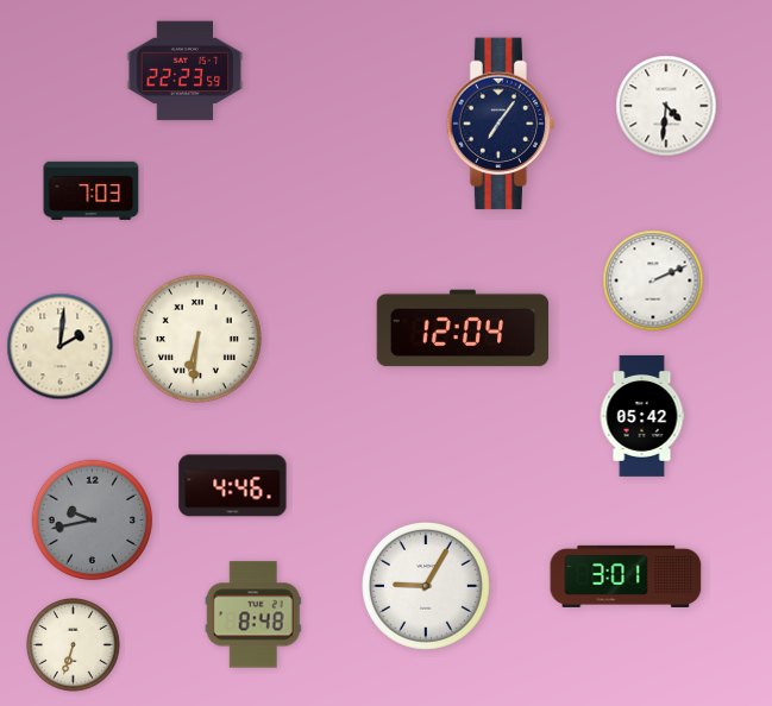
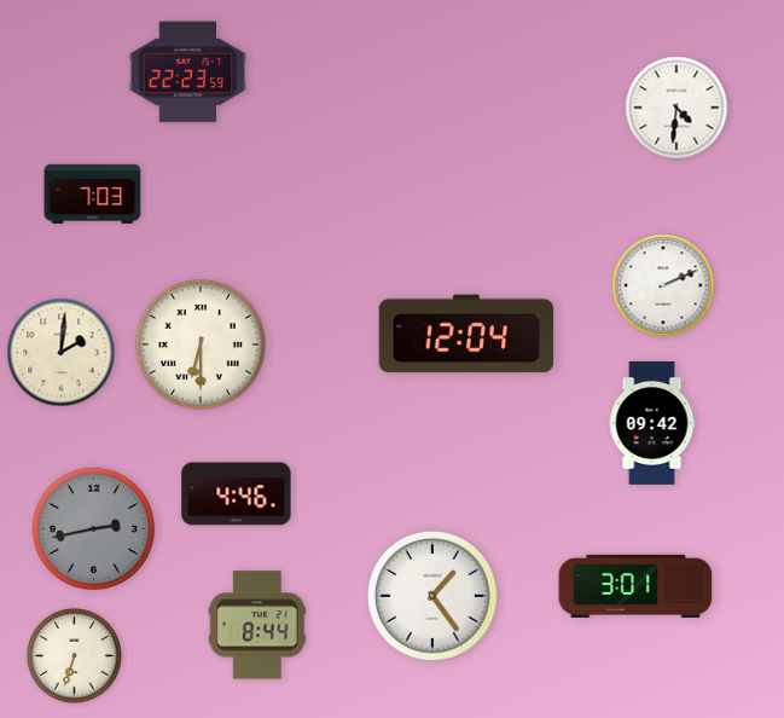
clock at (501, 124): 7:06 -> none
clock at (463, 328) position: (463, 328) -> (466, 334)
clock at (197, 339): 6:31 -> 6:30
clock at (642, 416): 05:42 -> 09:42
clock at (93, 521): 9:43 -> 2:43
clock at (426, 586): 9:05 -> 1:24
clock at (253, 614): 8:48 -> 8:44
